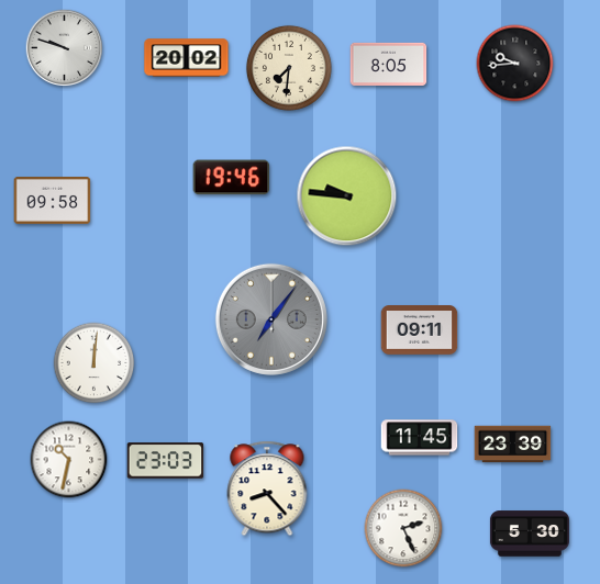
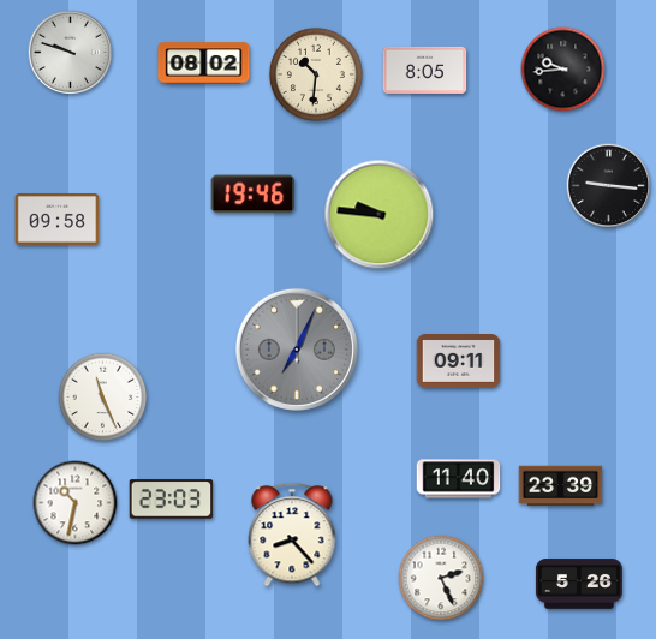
clock at (187, 58): 20:02 -> 08:02
clock at (289, 68): 7:31 -> 10:31
clock at (609, 186): none -> 9:16
clock at (271, 319): 7:06 -> 7:04
clock at (95, 363): 12:01 -> 11:26
clock at (420, 438): 11:45 -> 11:40
clock at (166, 461) position: (166, 461) -> (172, 500)
clock at (530, 534): 5:30 -> 5:26
